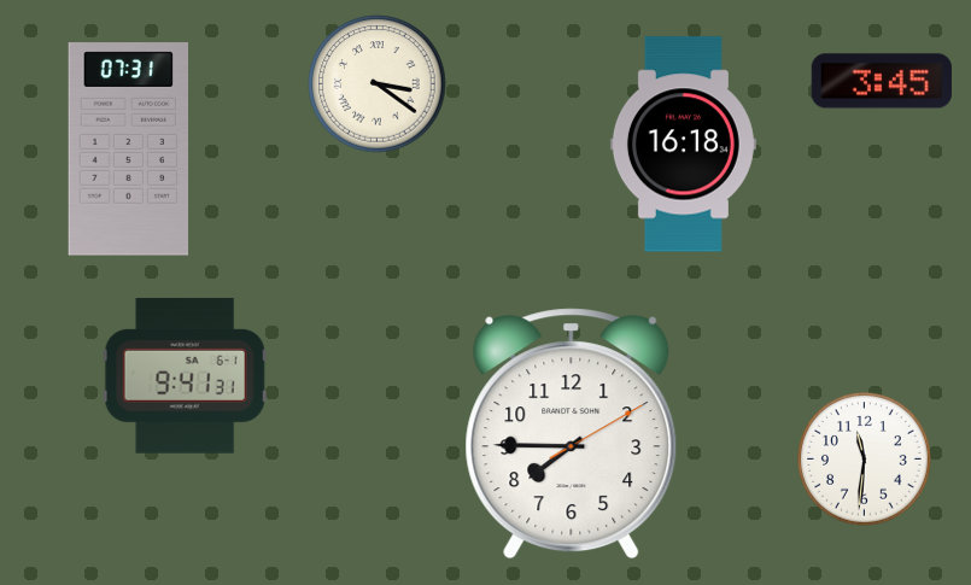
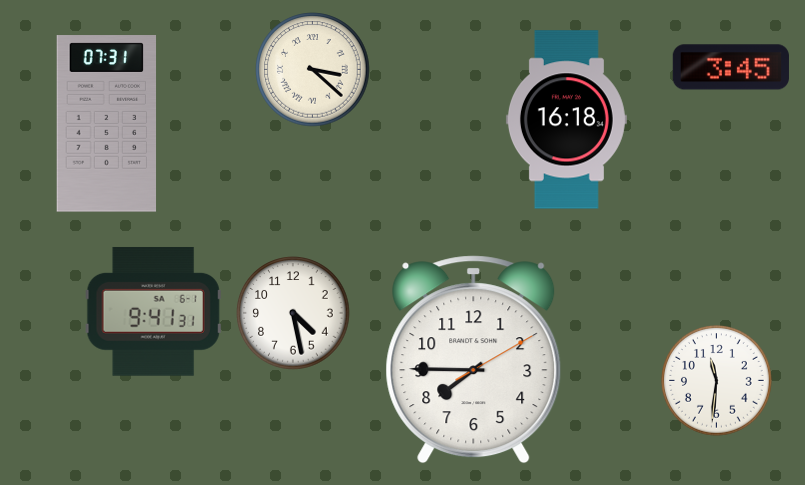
clock at (378, 84): 3:21 -> 3:22
clock at (293, 313): none -> 4:28
